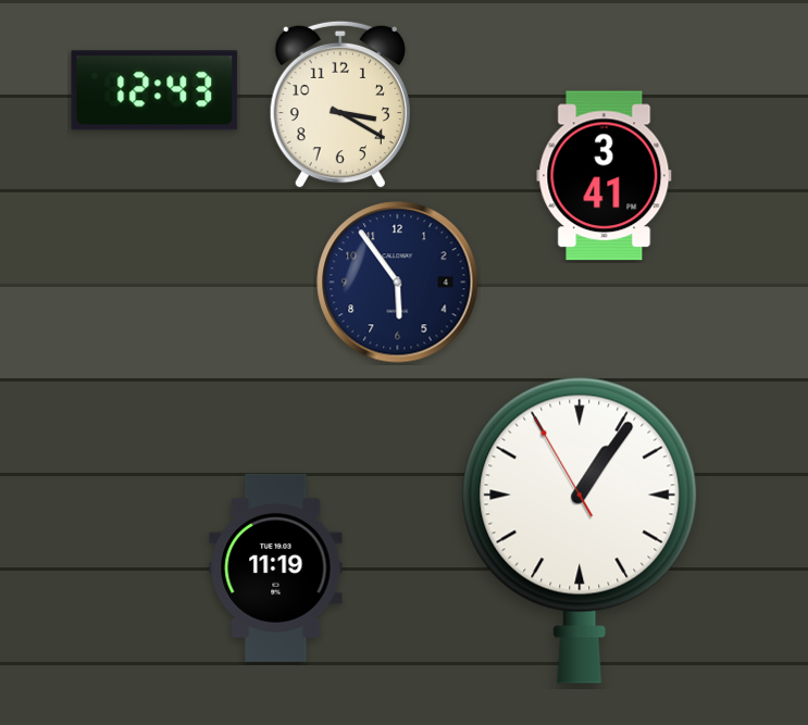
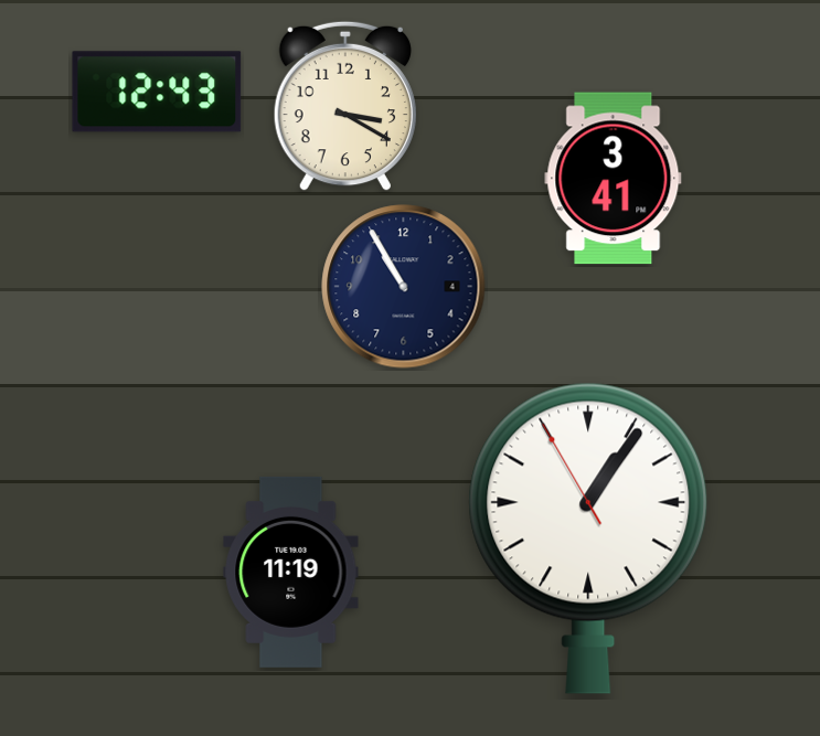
clock at (398, 283): 5:54 -> 10:55
clock at (276, 567) position: (276, 567) -> (291, 572)
